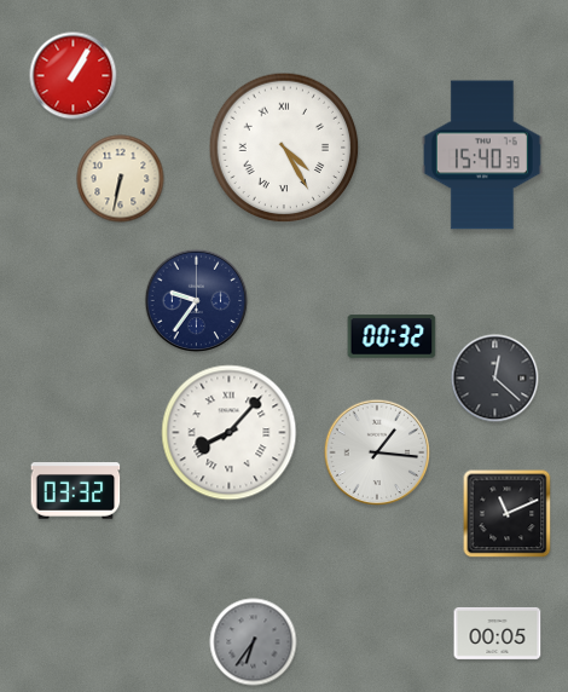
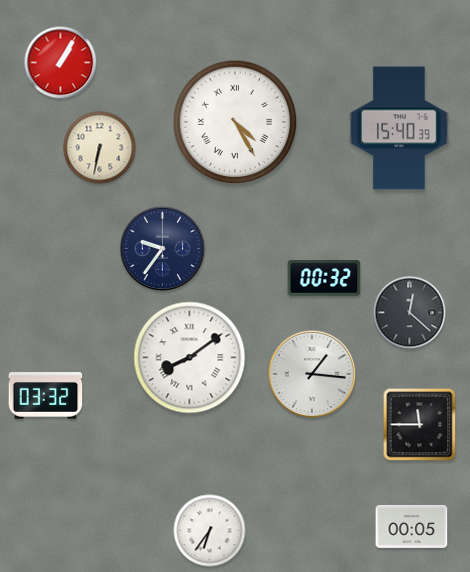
clock at (230, 433): 8:07 -> 8:09
clock at (76, 491) position: (76, 491) -> (46, 396)
clock at (508, 514): 11:11 -> 11:45
clock at (498, 633) position: (498, 633) -> (412, 526)
clock at (254, 642) dial: grey -> white
